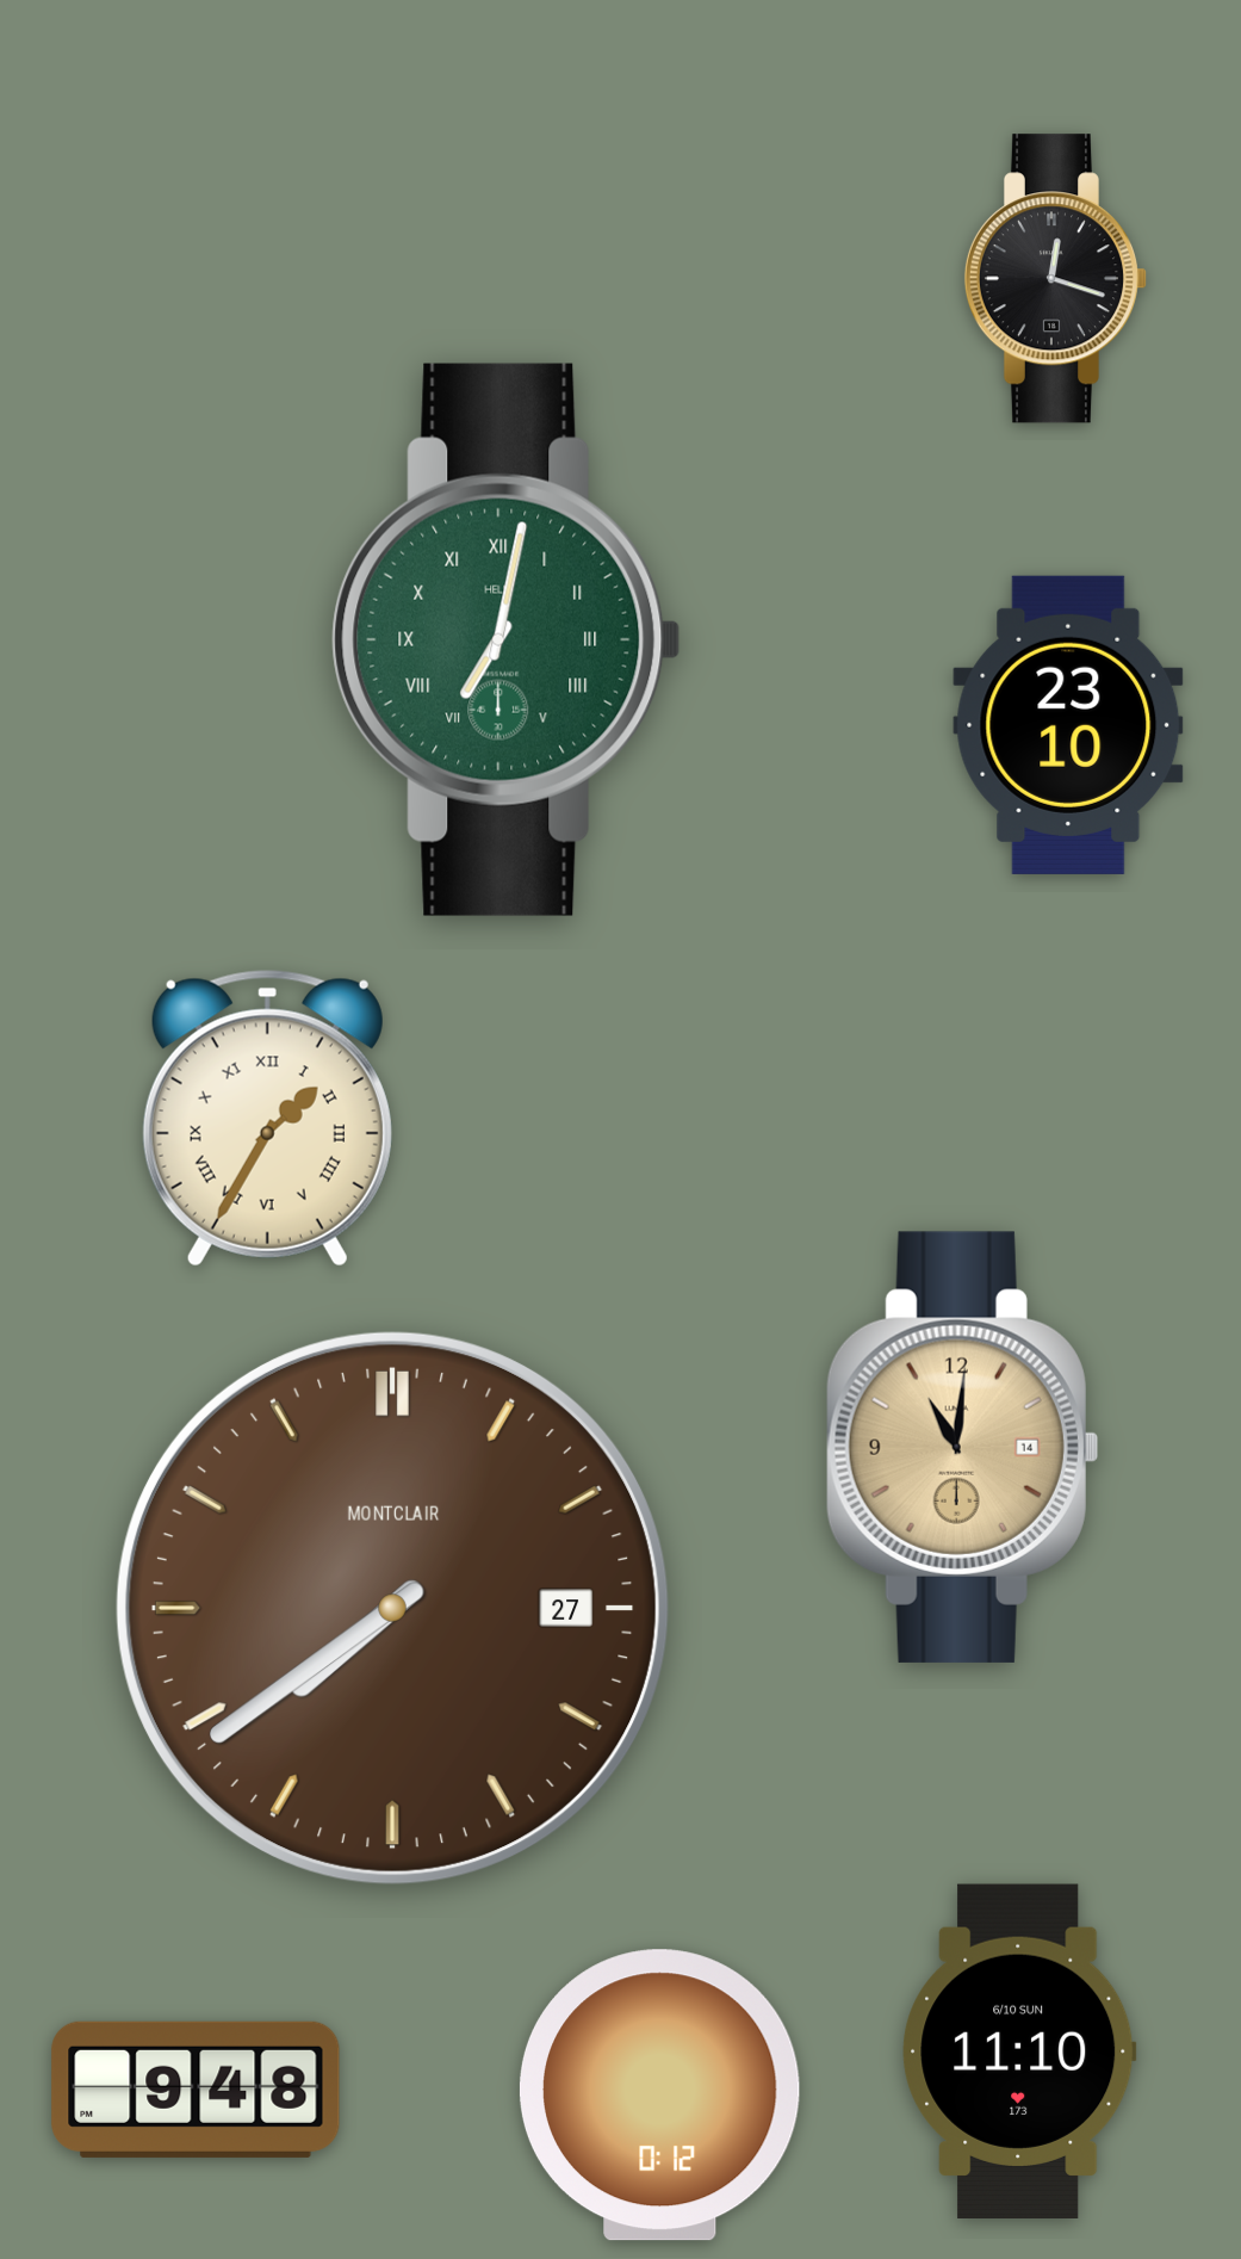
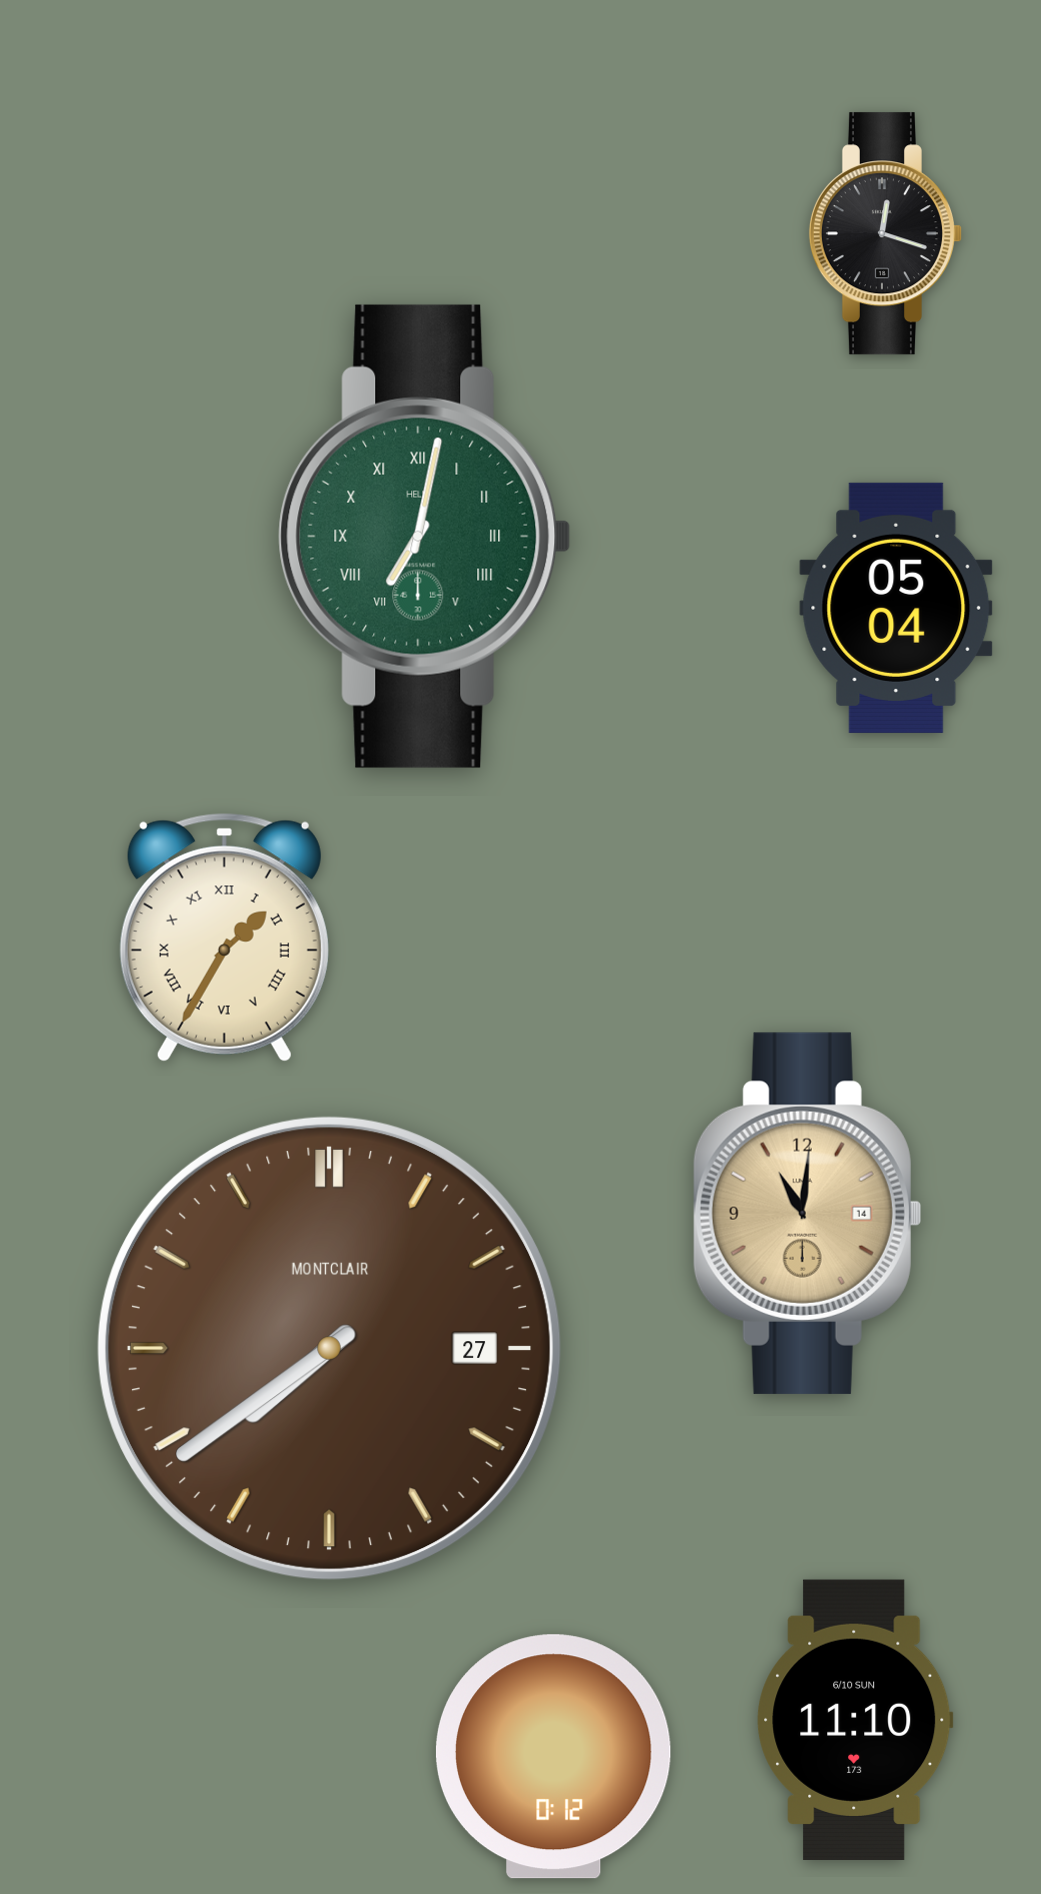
clock at (1068, 725): 23:10 -> 05:04
clock at (196, 2090): 9:48 -> none
